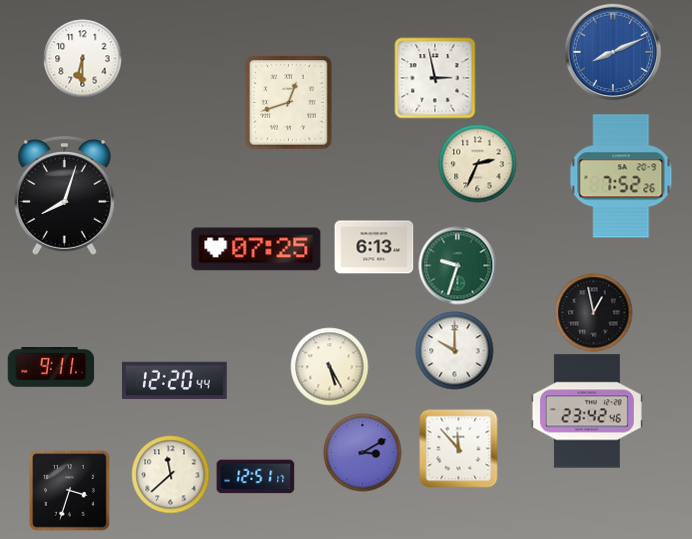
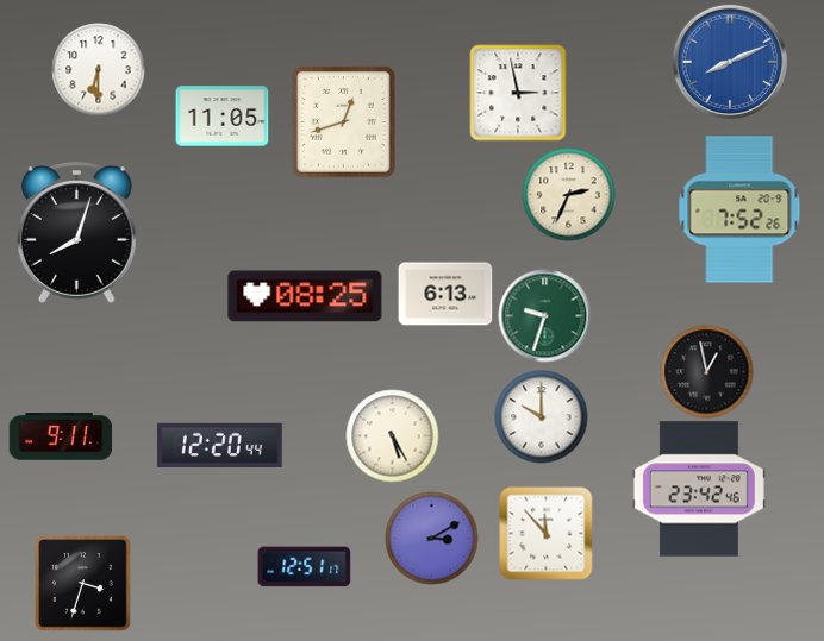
clock at (221, 117): none -> 11:05
clock at (256, 249): 07:25 -> 08:25
clock at (175, 380) position: (175, 380) -> (220, 445)
clock at (170, 474): 11:38 -> none
